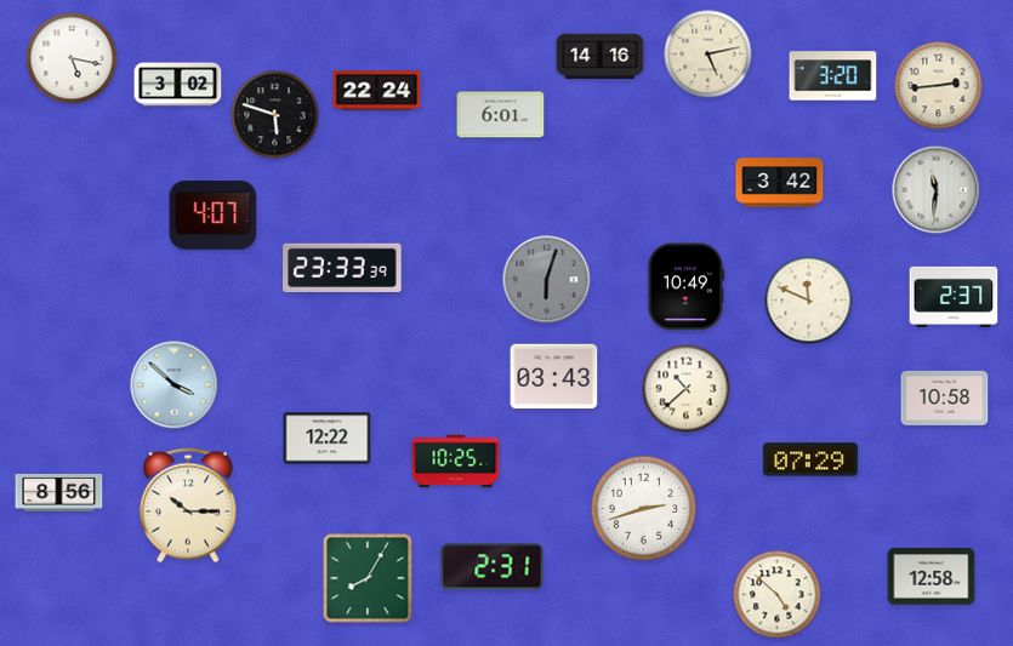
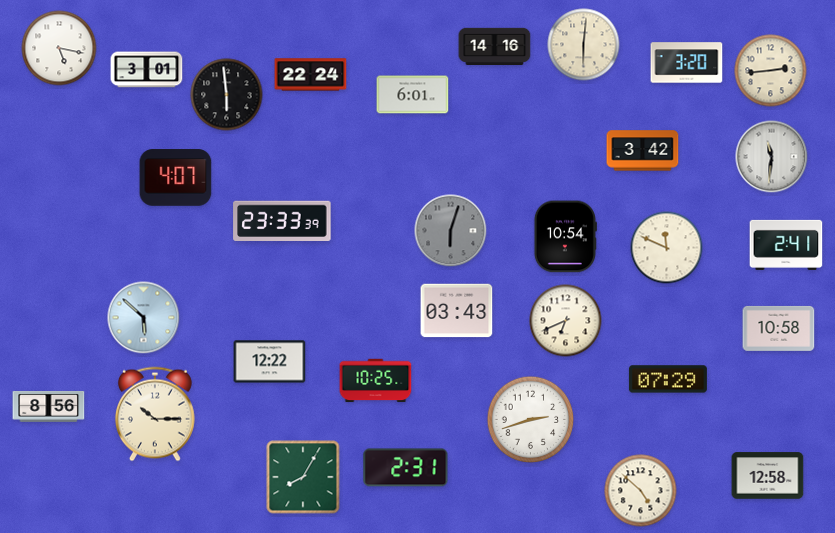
clock at (708, 55): 5:13 -> 6:01
clock at (178, 85): 3:02 -> 3:01
clock at (939, 86) position: (939, 86) -> (771, 71)
clock at (275, 115): 5:48 -> 5:59
clock at (685, 287): 10:49 -> 10:54
clock at (954, 297): 2:37 -> 2:41
clock at (175, 385): 3:52 -> 5:52
clock at (687, 389): 10:38 -> 6:41
clock at (188, 505) position: (188, 505) -> (155, 414)
